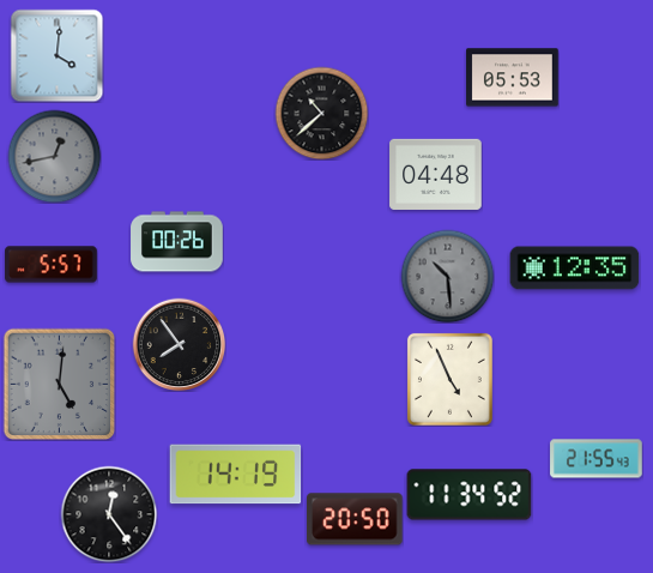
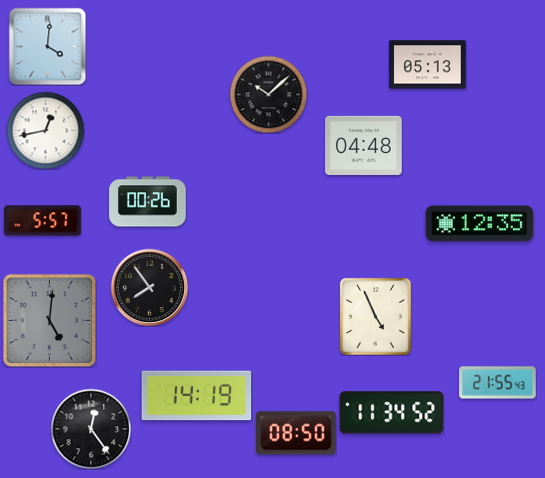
clock at (513, 78): 05:53 -> 05:13
clock at (321, 113): 10:38 -> 10:08
clock at (54, 156) dial: grey -> white
clock at (447, 276): 10:29 -> none
clock at (355, 519): 20:50 -> 08:50
